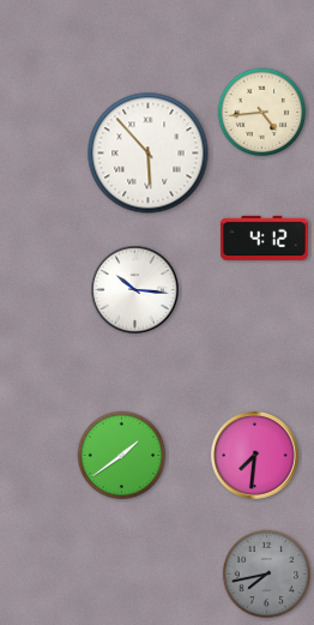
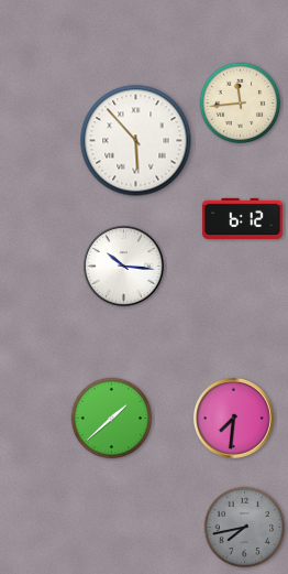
clock at (262, 113): 4:44 -> 11:44
clock at (265, 238): 4:12 -> 6:12
clock at (122, 456): 1:39 -> 1:38
